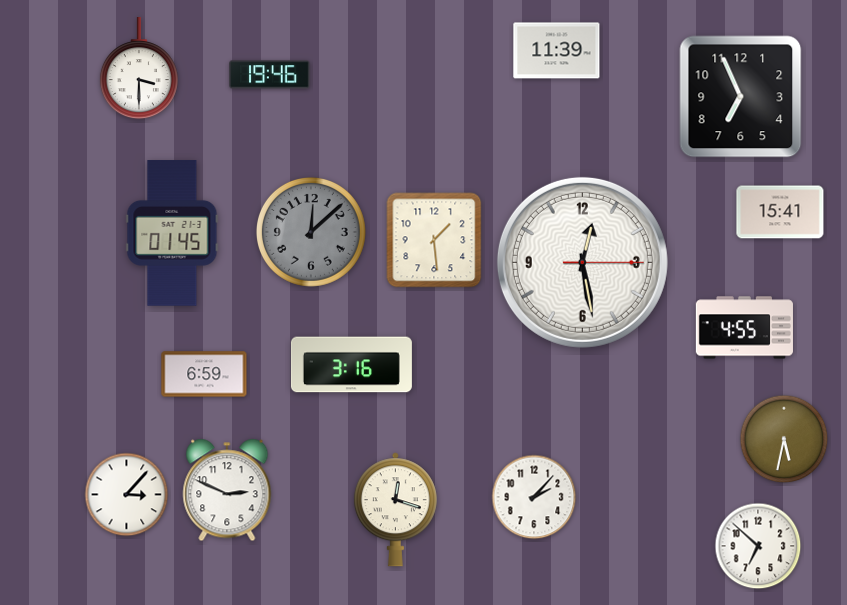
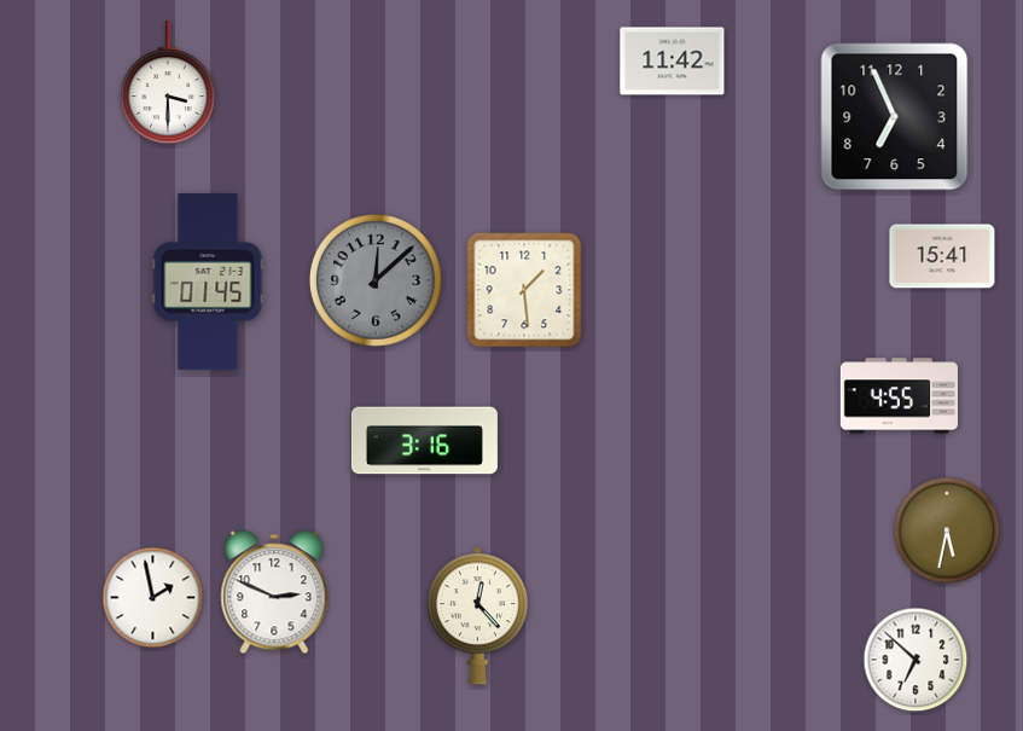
clock at (557, 51): 11:39 -> 11:42
clock at (270, 75): 19:46 -> none
clock at (582, 262): 12:28 -> none
clock at (204, 374): 6:59 -> none
clock at (127, 495): 3:07 -> 1:58
clock at (534, 497): 2:07 -> none
clock at (395, 510): 12:18 -> 12:23
